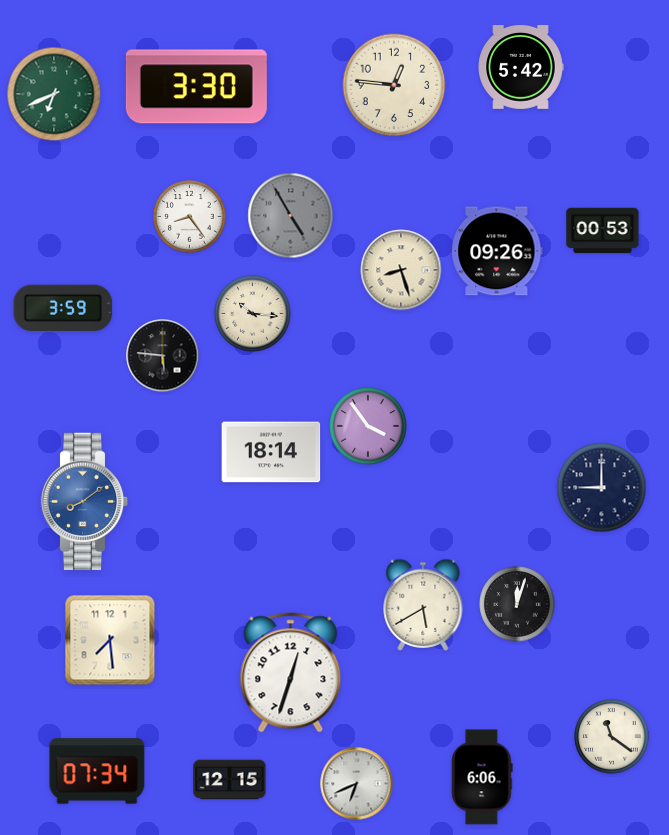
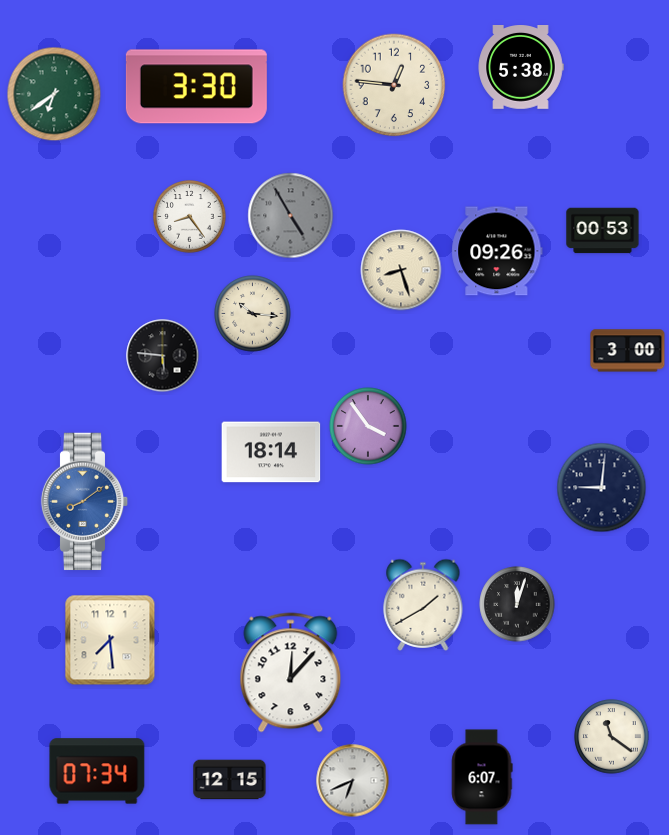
clock at (521, 68): 5:42 -> 5:38
clock at (54, 94): 6:41 -> 6:39
clock at (63, 307): 3:59 -> none
clock at (628, 351): none -> 3:00
clock at (602, 488): 9:00 -> 9:01
clock at (423, 605): 5:40 -> 1:40
clock at (291, 673): 12:33 -> 12:07
clock at (482, 777): 6:06 -> 6:07
clock at (357, 784) position: (357, 784) -> (353, 781)
